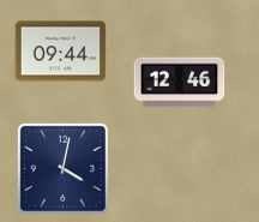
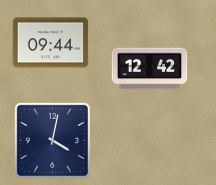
clock at (180, 83): 12:46 -> 12:42
